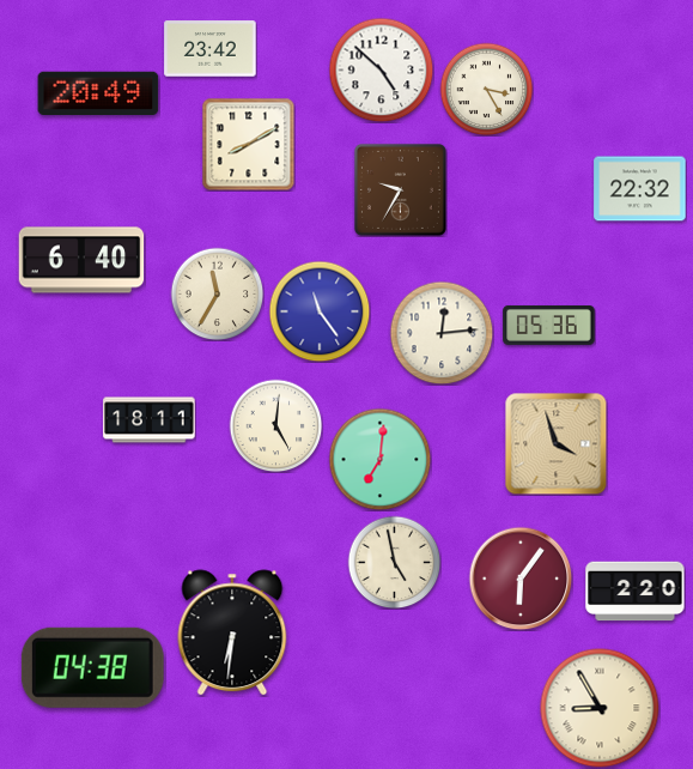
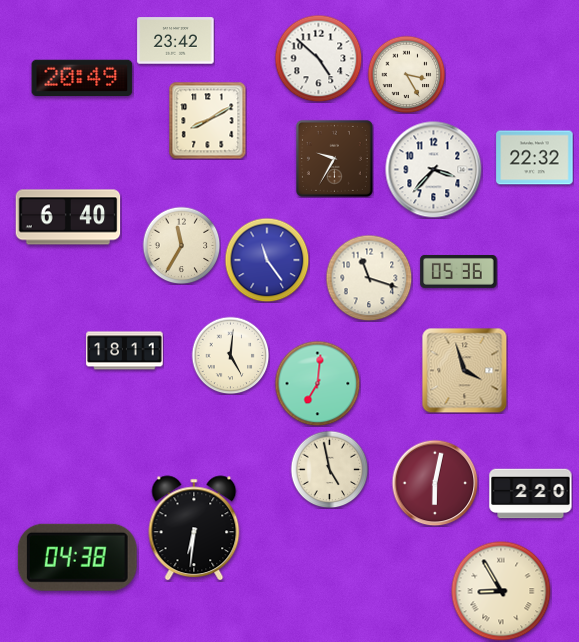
clock at (434, 170): none -> 3:37
clock at (442, 333): 12:14 -> 11:18
clock at (521, 579): 6:06 -> 6:02
